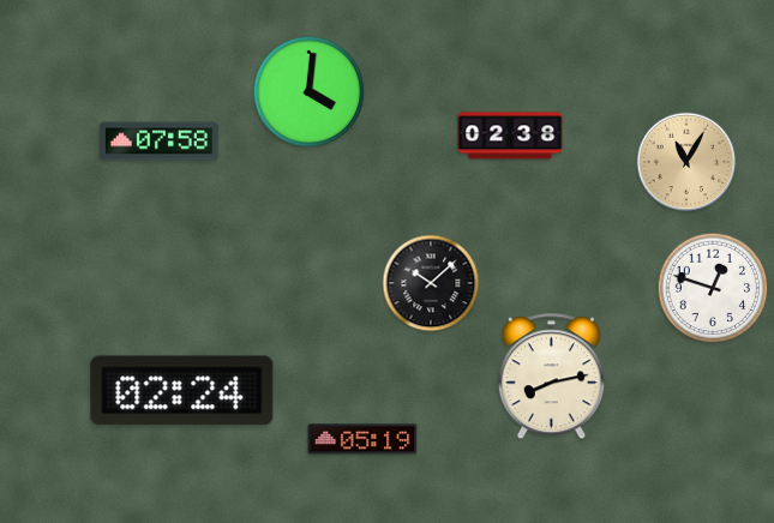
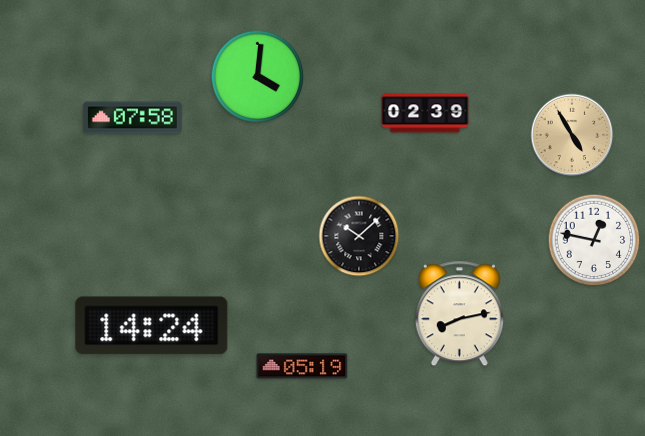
clock at (510, 136): 02:38 -> 02:39
clock at (686, 162): 11:05 -> 4:55
clock at (713, 288): 12:48 -> 12:47
clock at (182, 391): 02:24 -> 14:24
